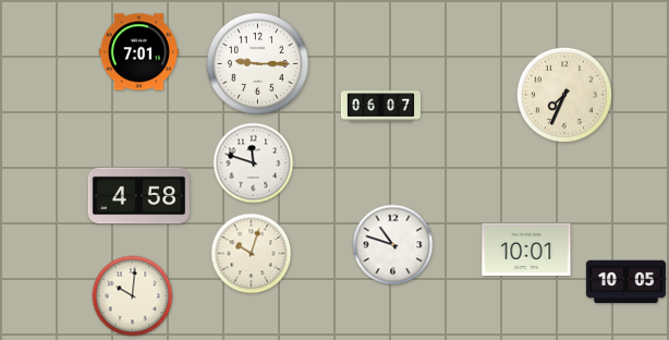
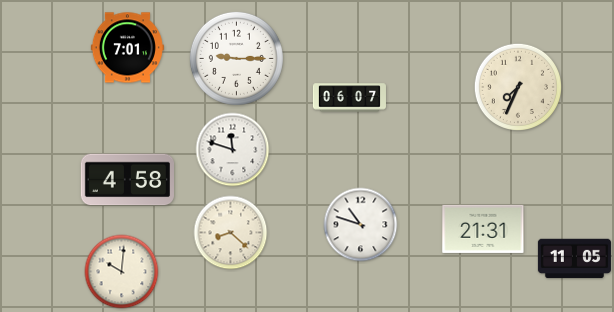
clock at (526, 250): 10:01 -> 21:31
clock at (252, 254): 10:03 -> 8:22
clock at (625, 282): 10:05 -> 11:05
